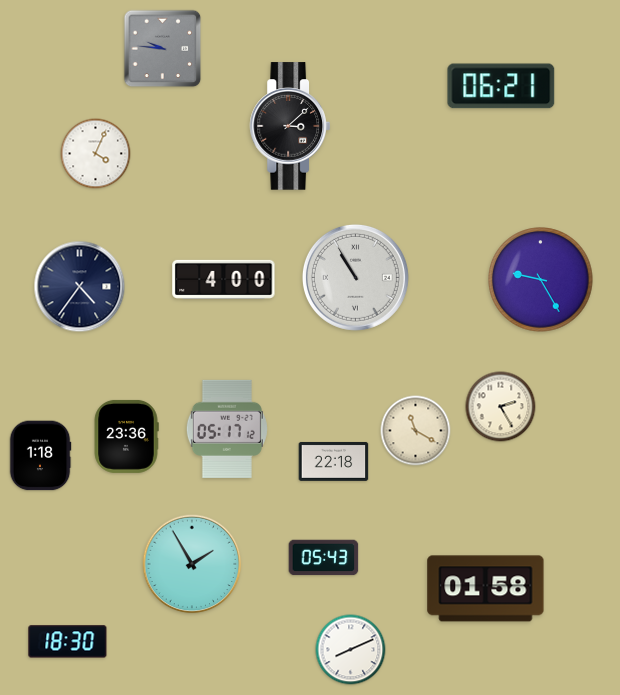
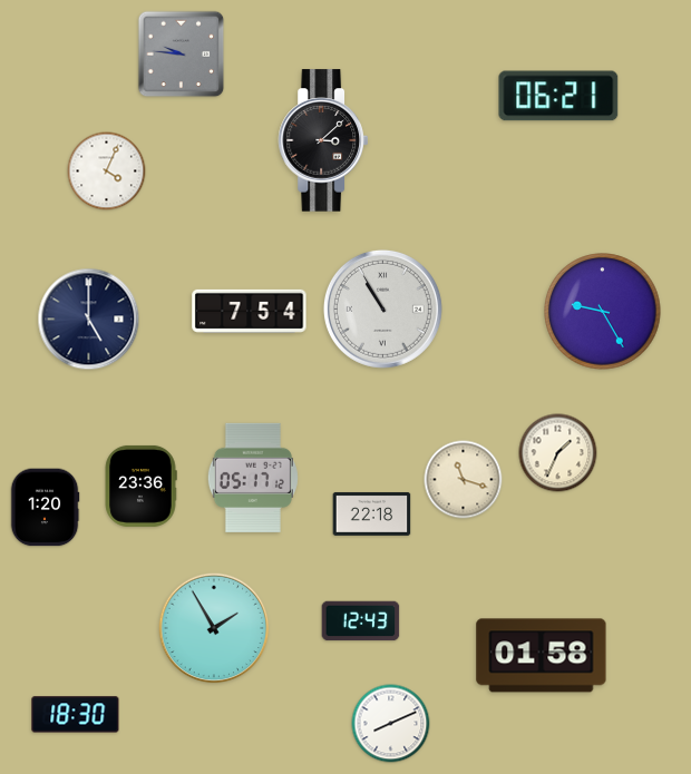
clock at (355, 277) position: (355, 277) -> (382, 308)
clock at (224, 279): 4:00 -> 7:54
clock at (80, 287): 4:36 -> 5:00
clock at (501, 407): 2:25 -> 1:34
clock at (416, 431): 11:20 -> 11:18
clock at (40, 456): 1:18 -> 1:20
clock at (324, 558): 05:43 -> 12:43
